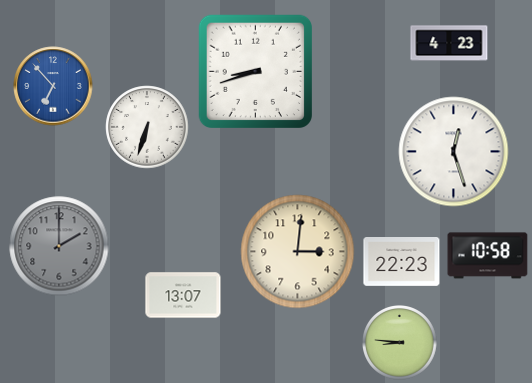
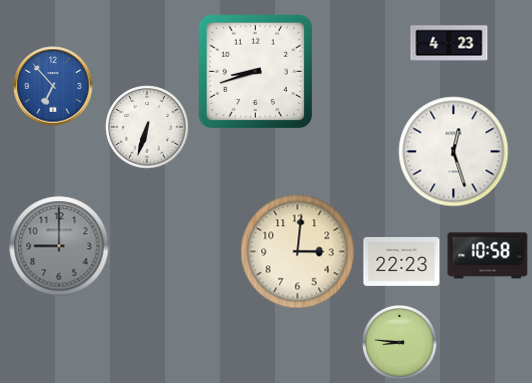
clock at (59, 246): 2:00 -> 9:00
clock at (183, 295): 13:07 -> none
